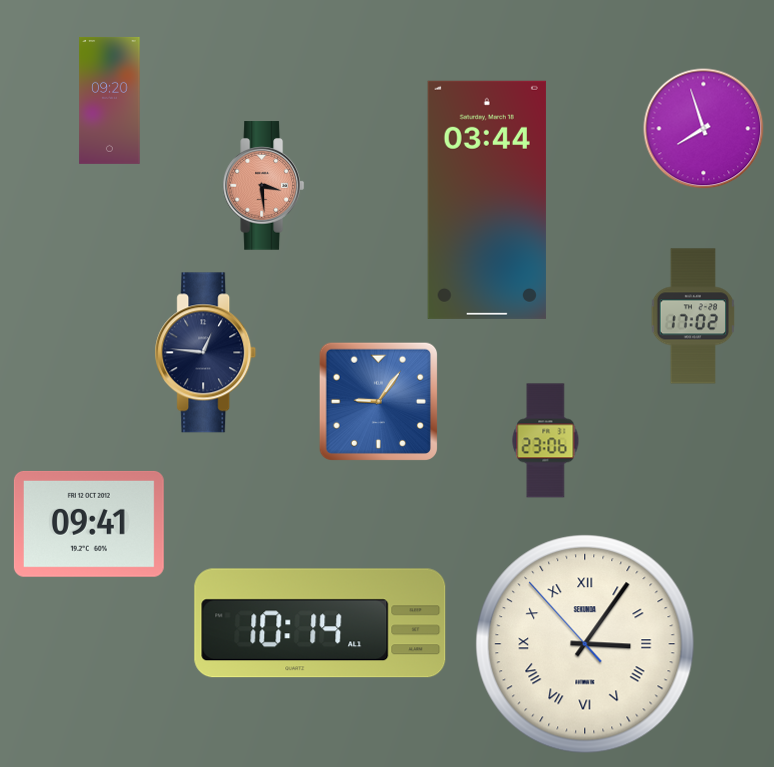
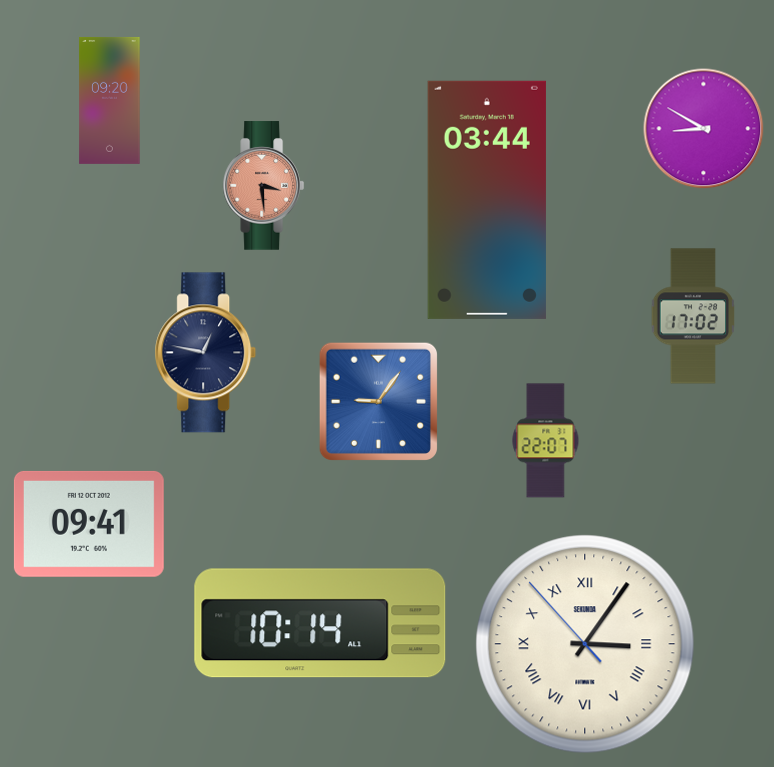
clock at (704, 129): 7:57 -> 8:50
clock at (206, 353): 12:46 -> 12:47
clock at (546, 441): 23:06 -> 22:07
